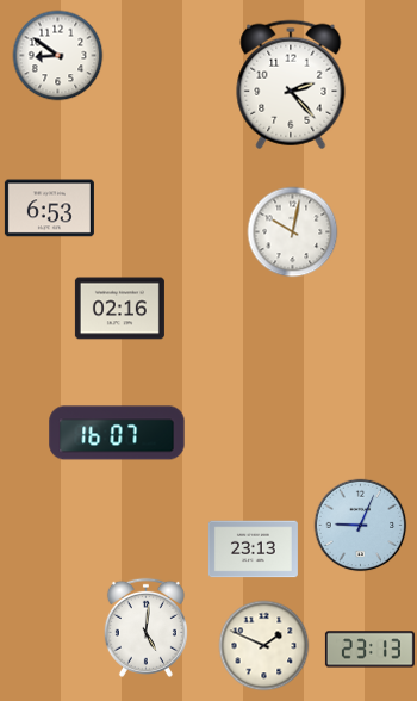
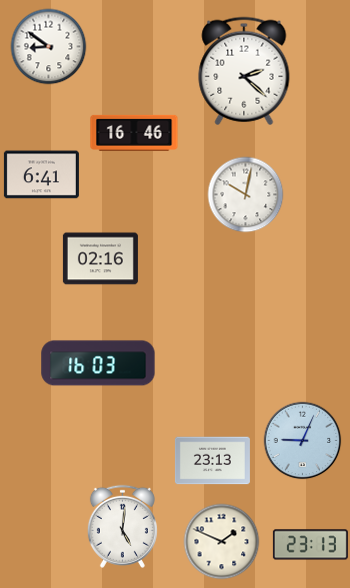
clock at (291, 85): 2:23 -> 2:22
clock at (134, 133): none -> 16:46
clock at (49, 209): 6:53 -> 6:41
clock at (117, 433): 16:07 -> 16:03
